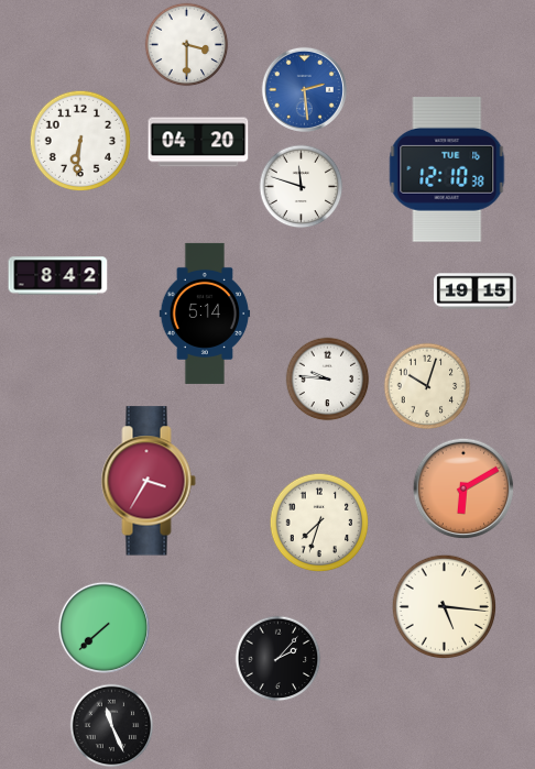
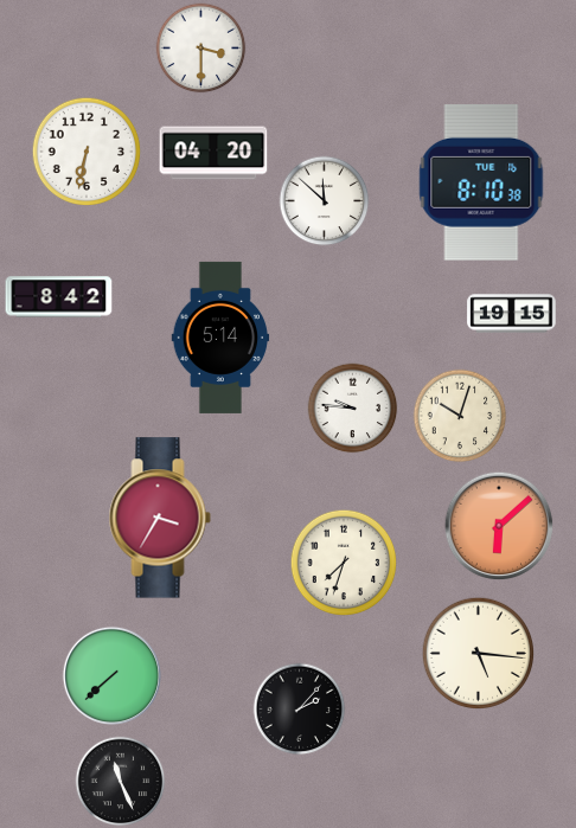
clock at (304, 89): 2:29 -> none
clock at (80, 141): 6:31 -> 6:32
clock at (447, 169): 12:10 -> 8:10
clock at (302, 187): 11:48 -> 11:52
clock at (58, 276) position: (58, 276) -> (59, 297)
clock at (463, 488): 6:10 -> 6:08
